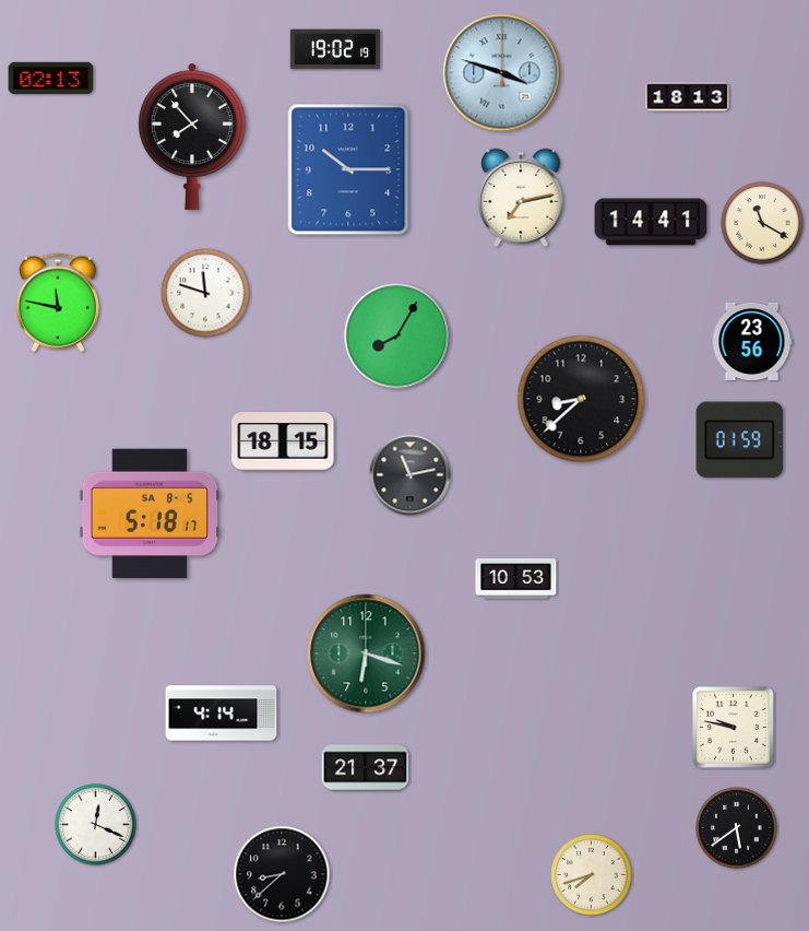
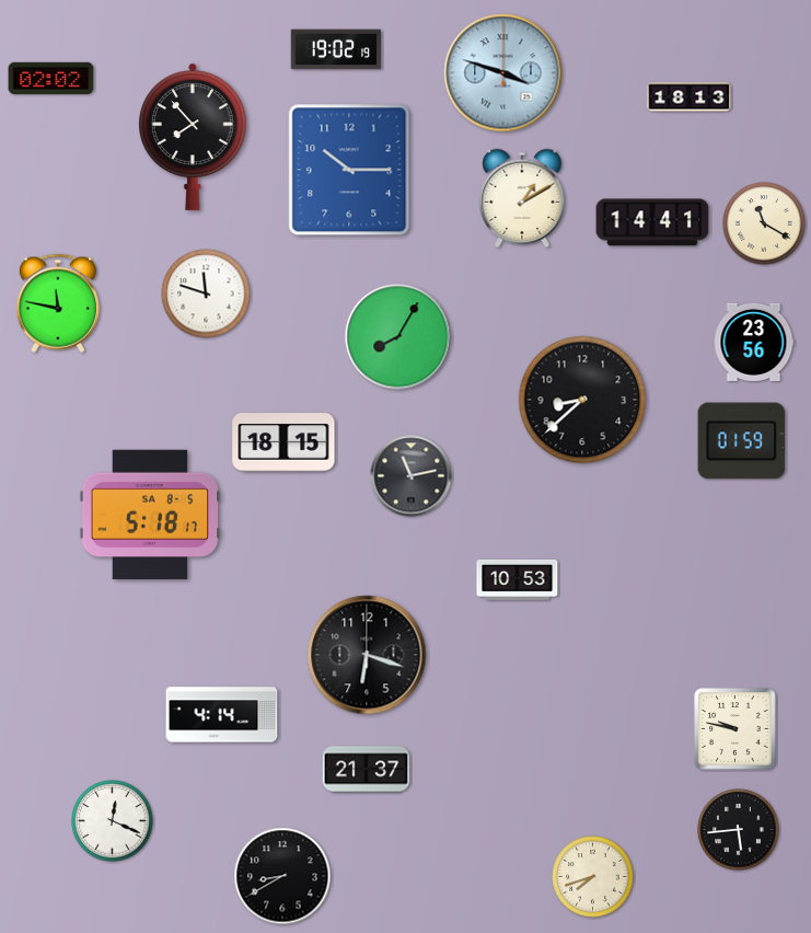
clock at (51, 78): 02:13 -> 02:02
clock at (521, 197): 7:13 -> 1:10
clock at (366, 653) dial: green -> black
clock at (96, 825) position: (96, 825) -> (113, 821)
clock at (737, 828): 5:39 -> 5:44
clock at (282, 874): 8:38 -> 8:40
